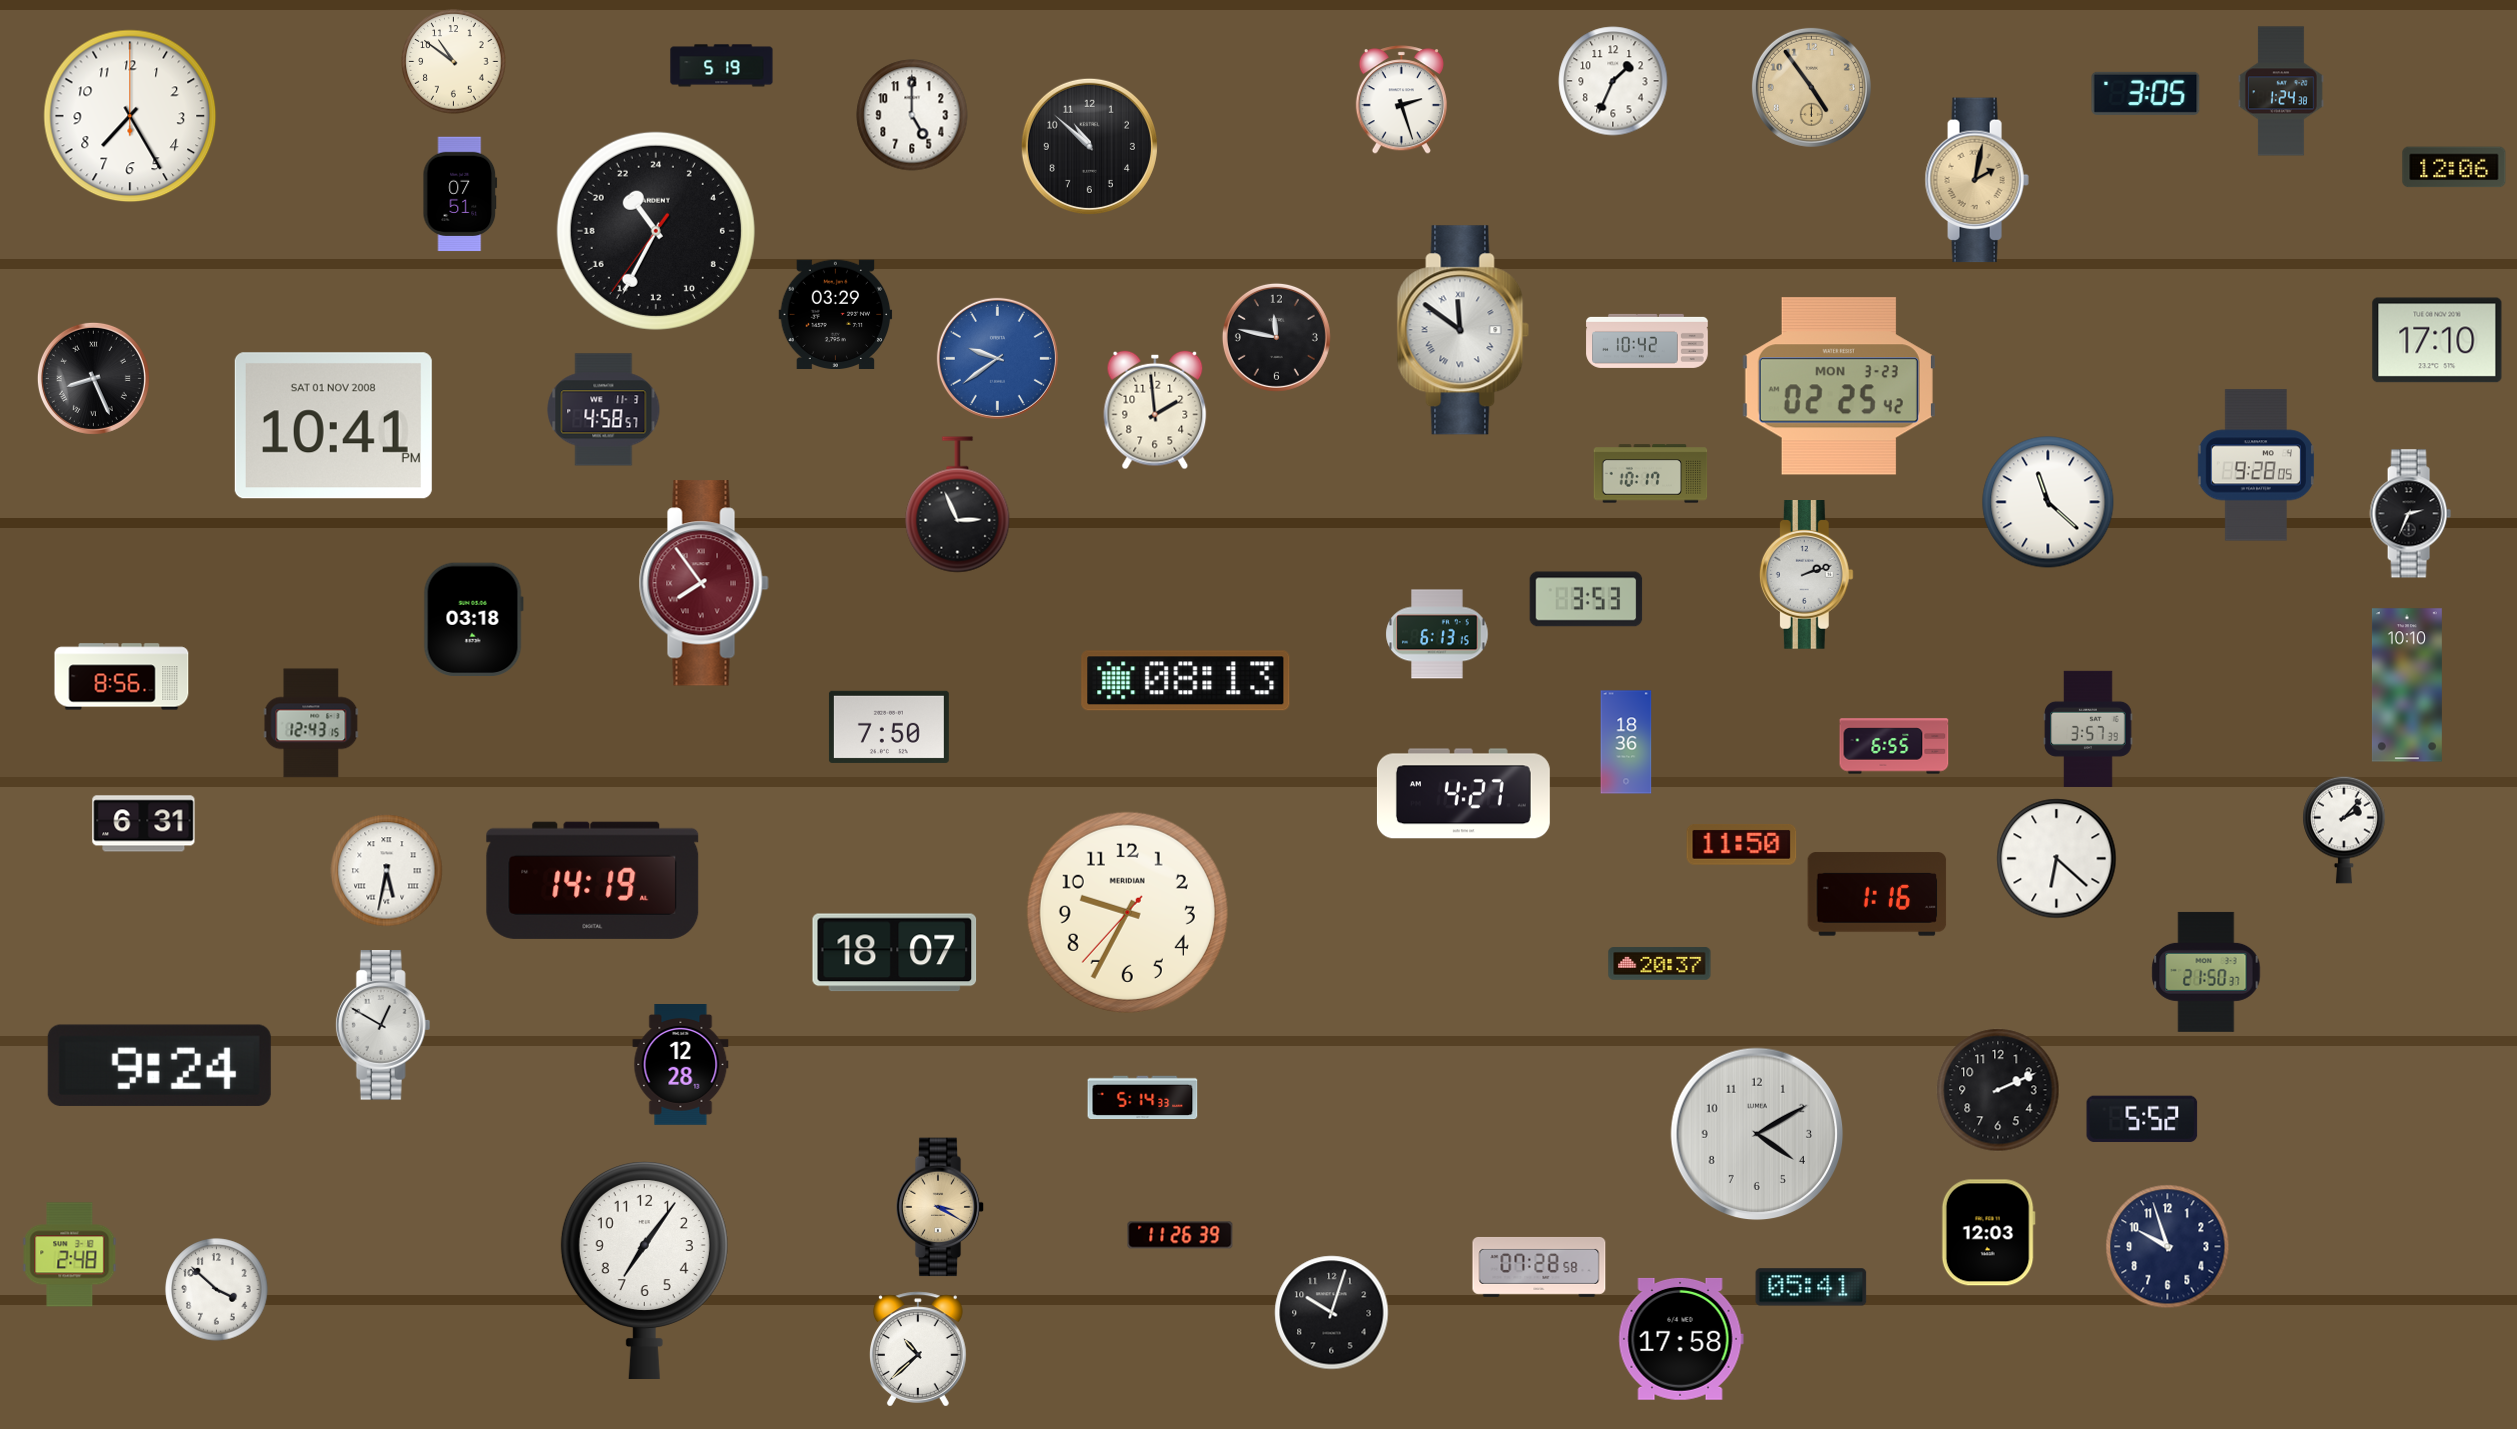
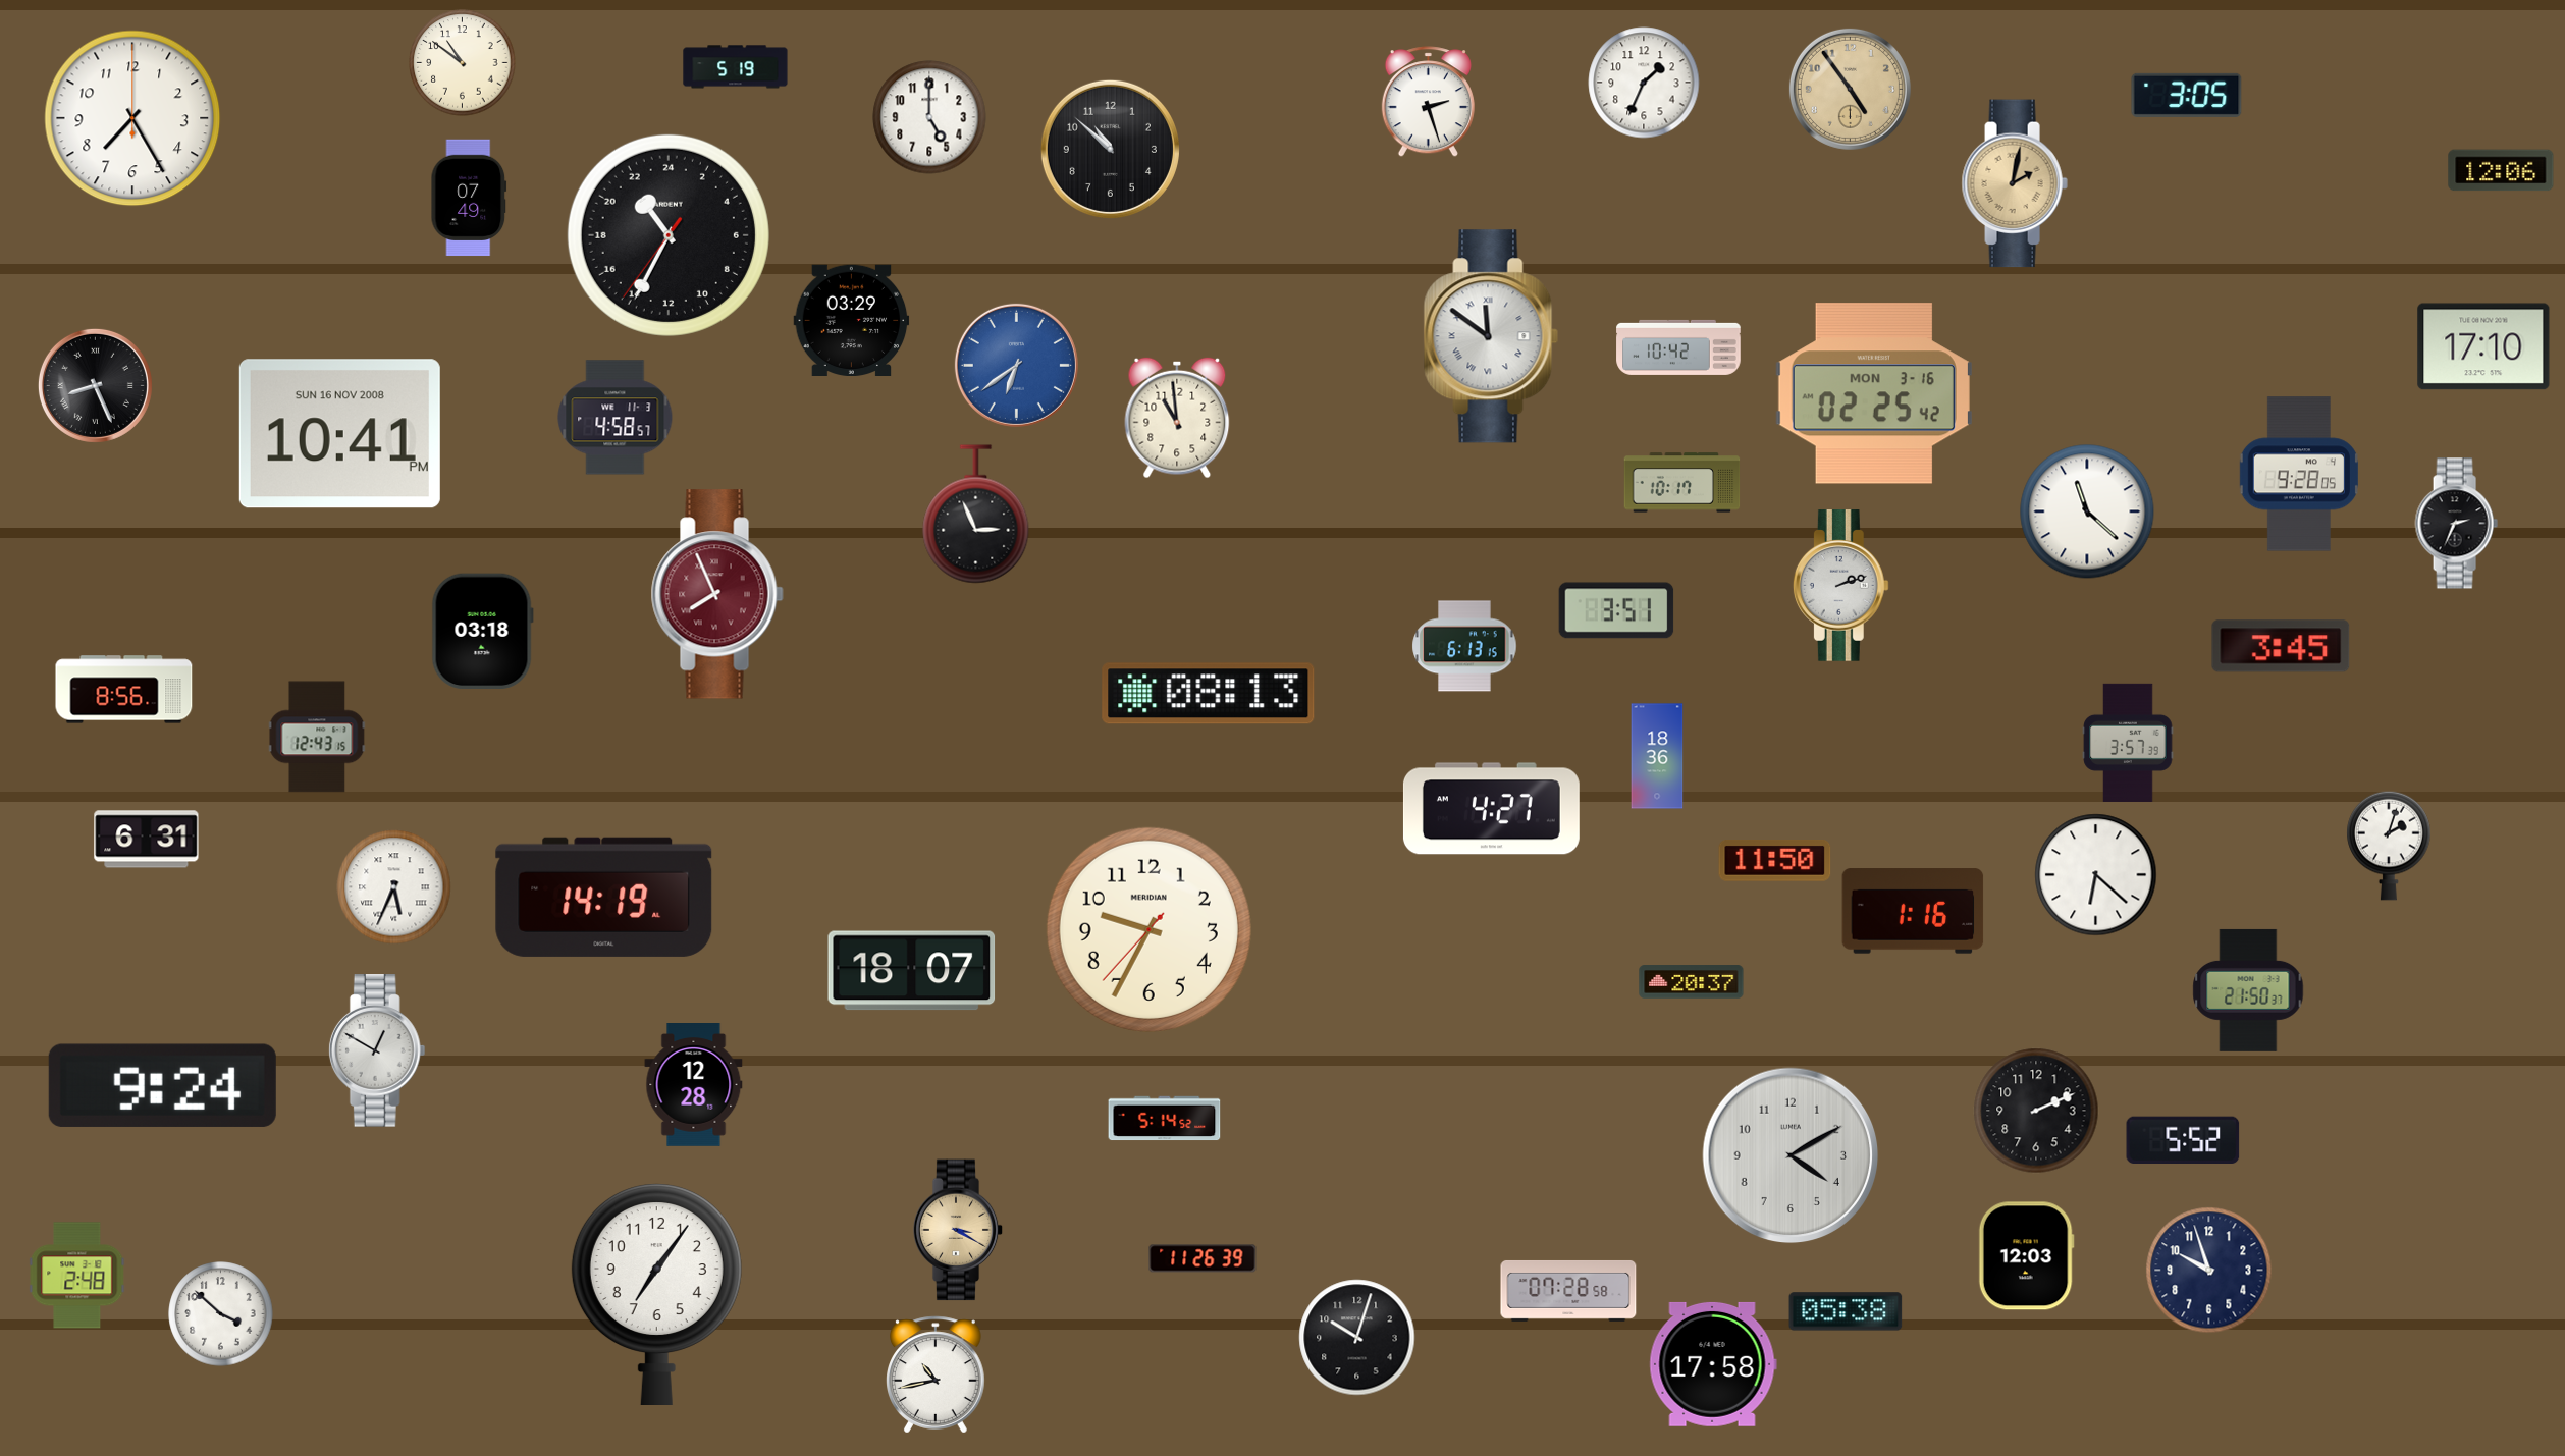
clock at (1811, 87) position: (1811, 87) -> (1850, 89)
clock at (2281, 91): 1:24 -> none
clock at (460, 194): 07:51 -> 07:49
clock at (1276, 337): 11:47 -> none
clock at (997, 358): 9:39 -> 6:39
clock at (1839, 386) date: MON 3-23 -> MON 3-16
clock at (1155, 410): 1:59 -> 10:59
clock at (333, 426) date: SAT 01 NOV 2008 -> SUN 16 NOV 2008
clock at (704, 583): 7:54 -> 7:56
clock at (1586, 599): 3:53 -> 3:51
clock at (2281, 646): none -> 3:45
clock at (2407, 685): 10:10 -> none
clock at (889, 727): 7:50 -> none
clock at (1894, 746): 6:55 -> none
clock at (2344, 830): 2:07 -> 2:03
clock at (387, 871): 5:32 -> 5:34
clock at (383, 1025) position: (383, 1025) -> (377, 1050)
clock at (1143, 1098): 5:14:33 -> 5:14:52
clock at (70, 1255) position: (70, 1255) -> (77, 1276)
clock at (1811, 1287): 05:41 -> 05:38
clock at (919, 1349): 10:38 -> 10:43
